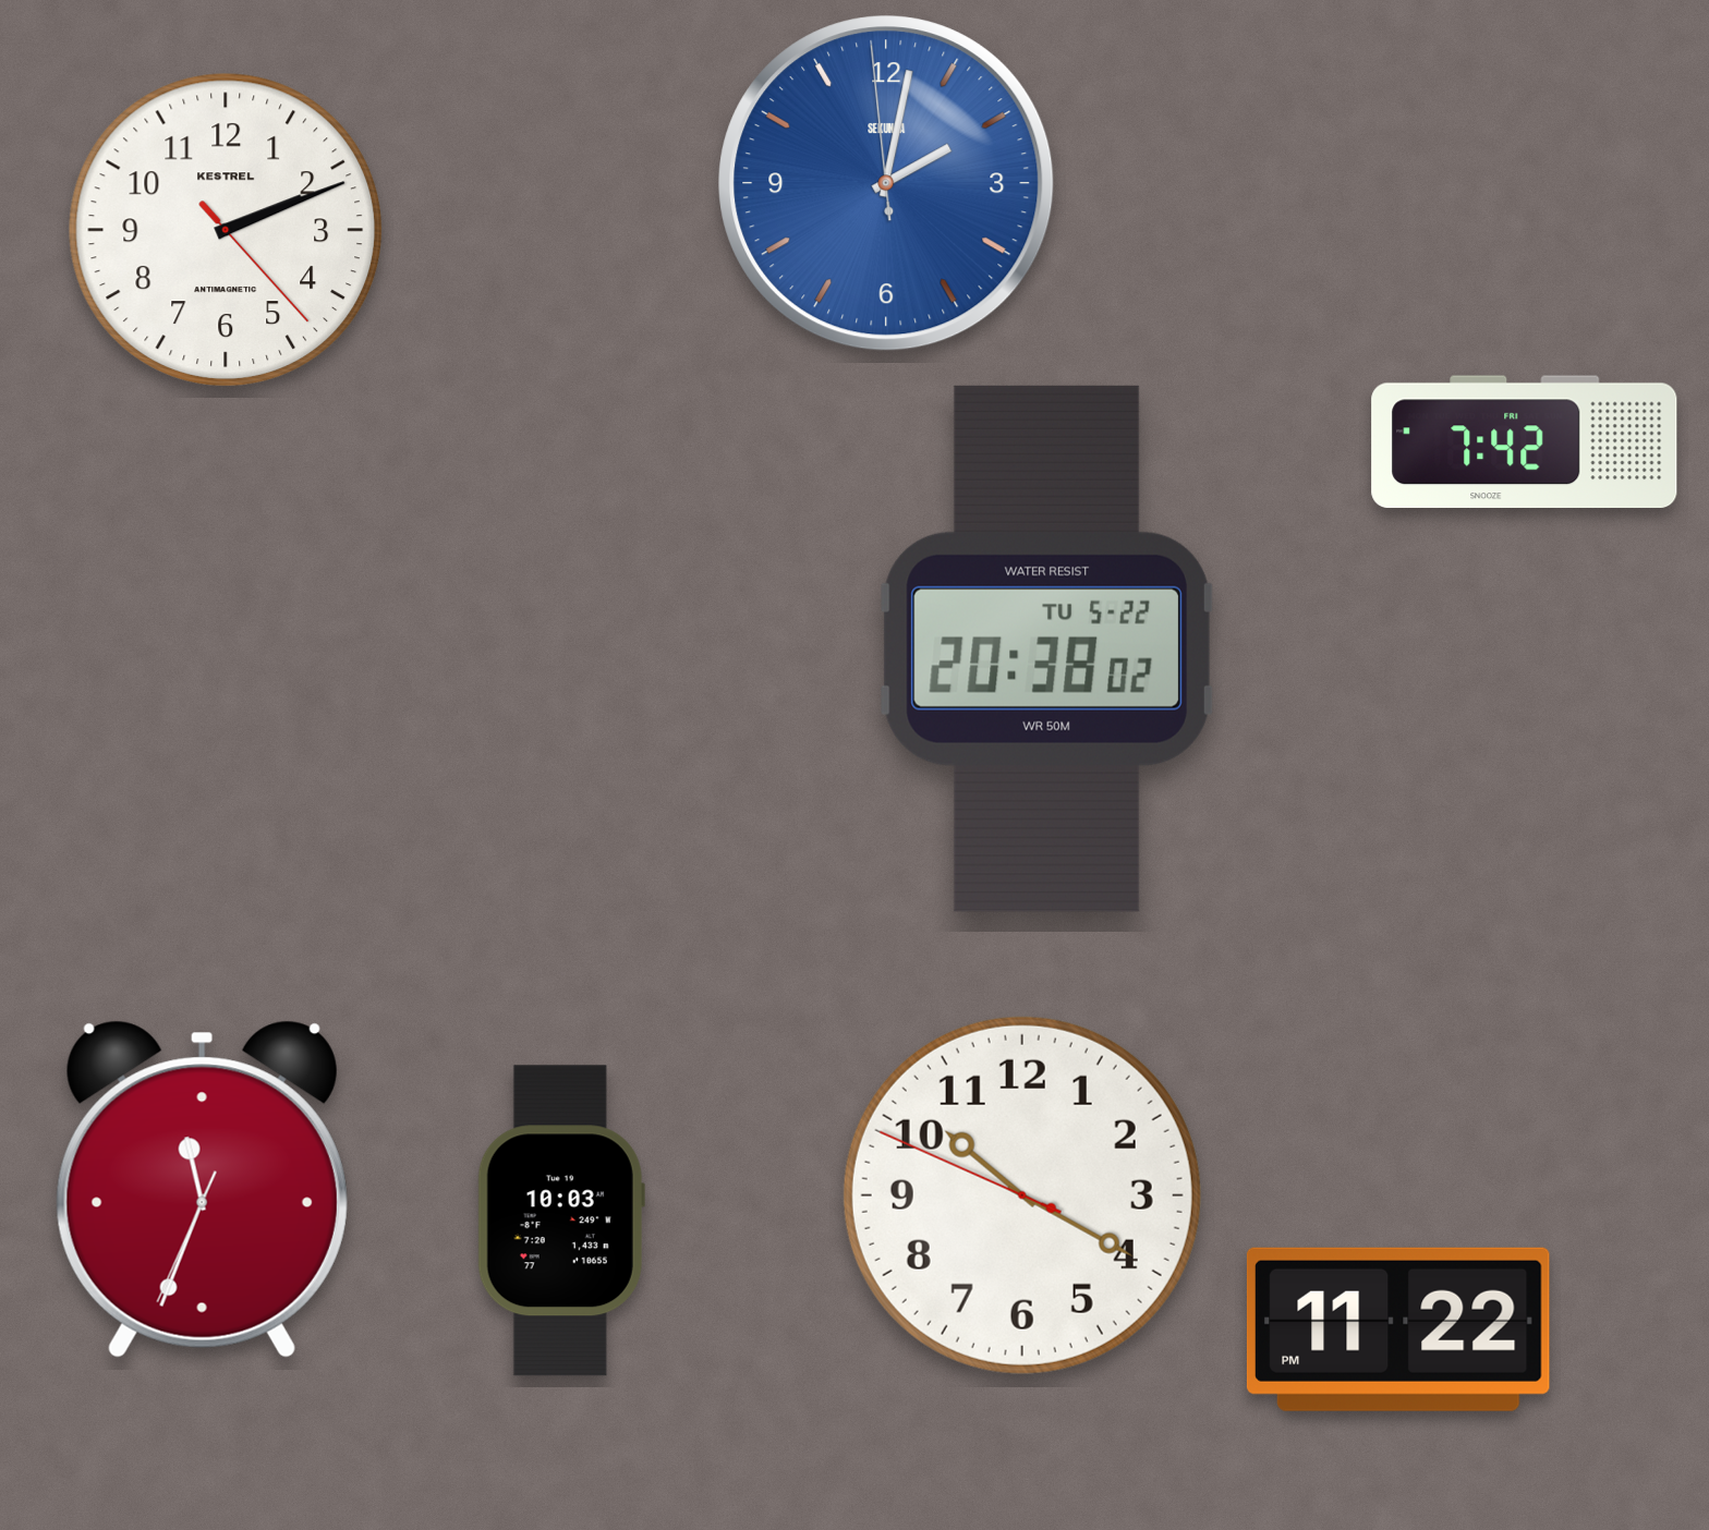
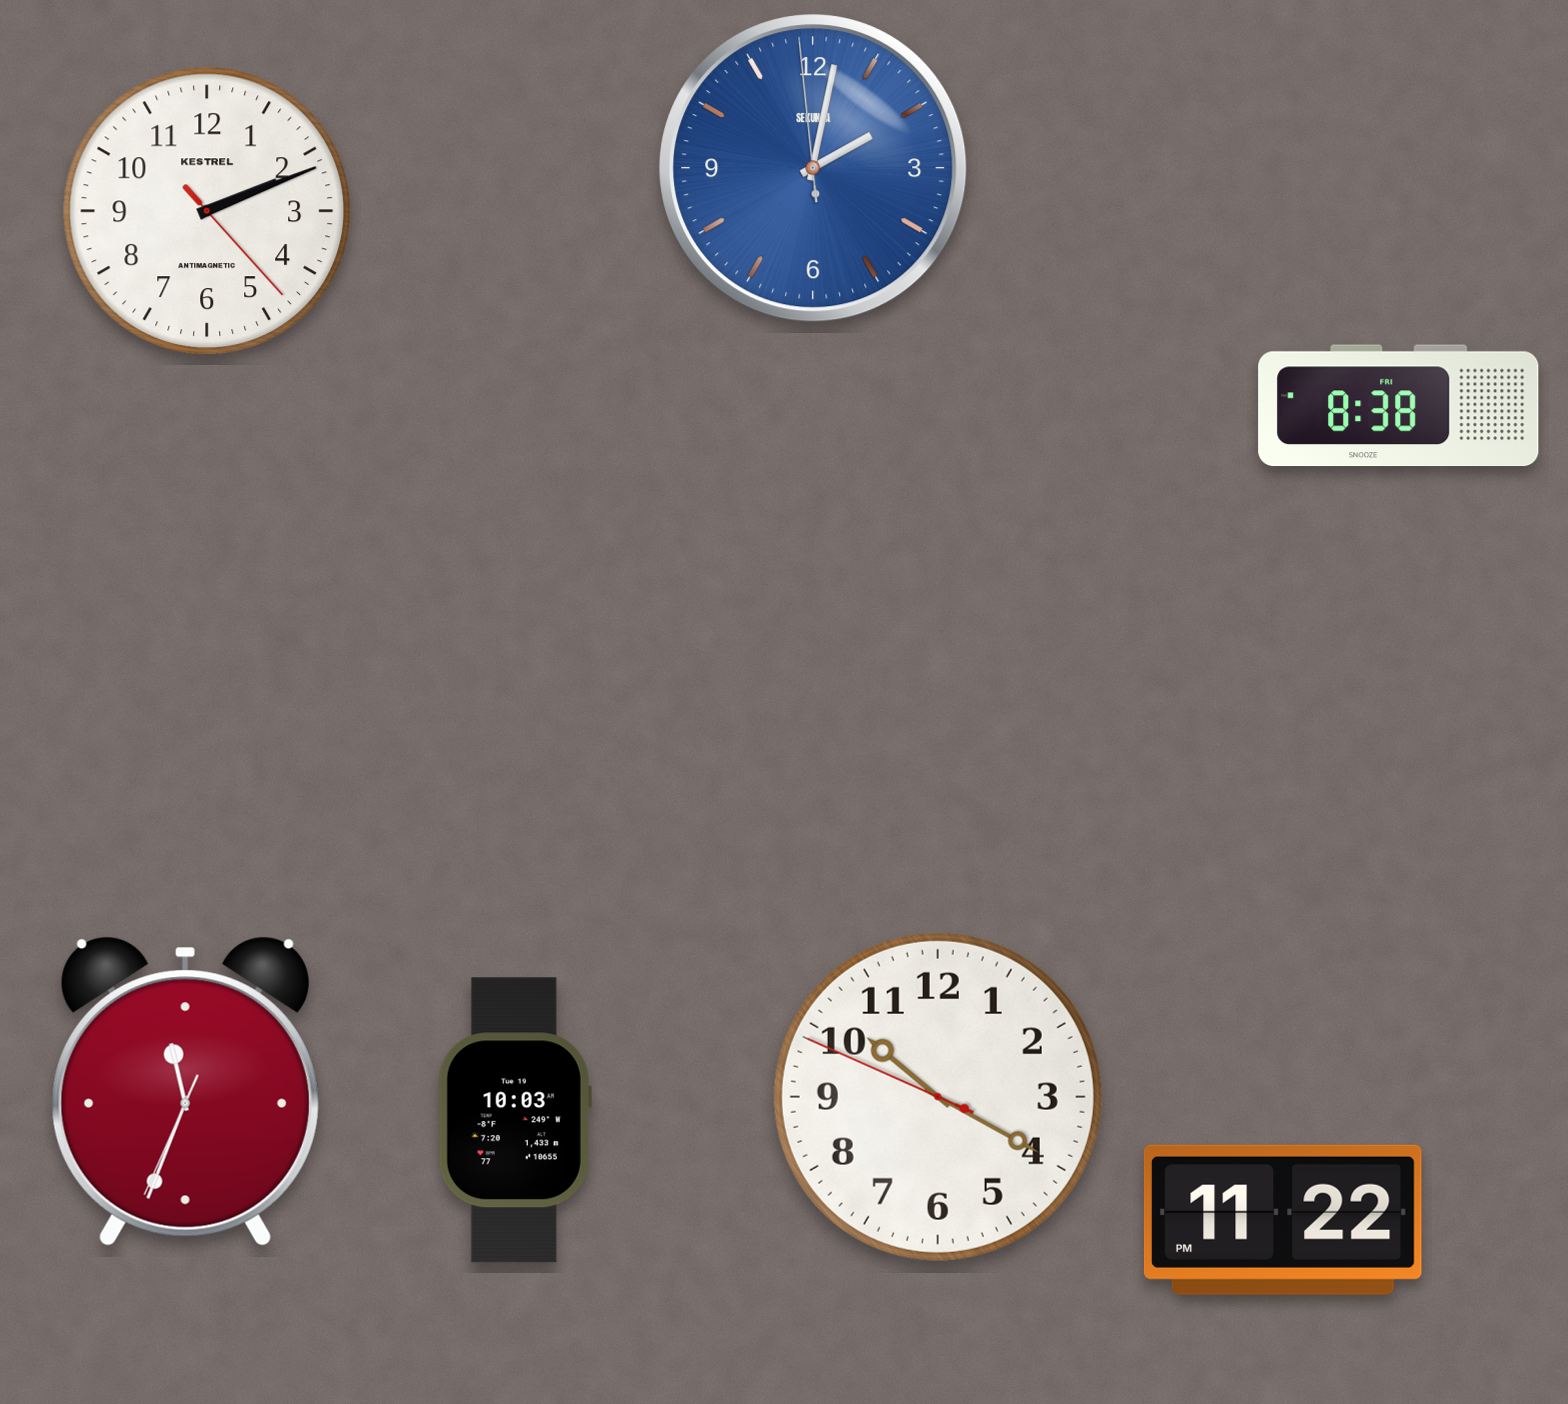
clock at (1525, 442): 7:42 -> 8:38
clock at (1046, 648): 20:38 -> none
